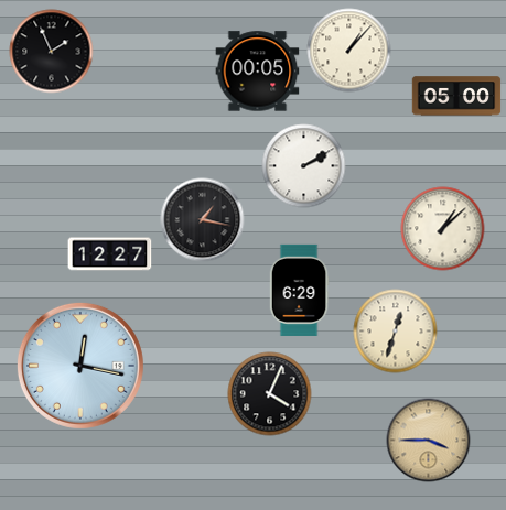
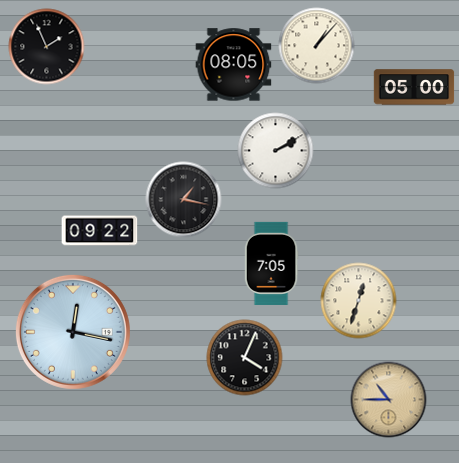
clock at (258, 72): 00:05 -> 08:05
clock at (443, 229): 1:08 -> none
clock at (110, 254): 12:27 -> 09:22
clock at (299, 290): 6:29 -> 7:05
clock at (429, 441): 3:45 -> 10:45
